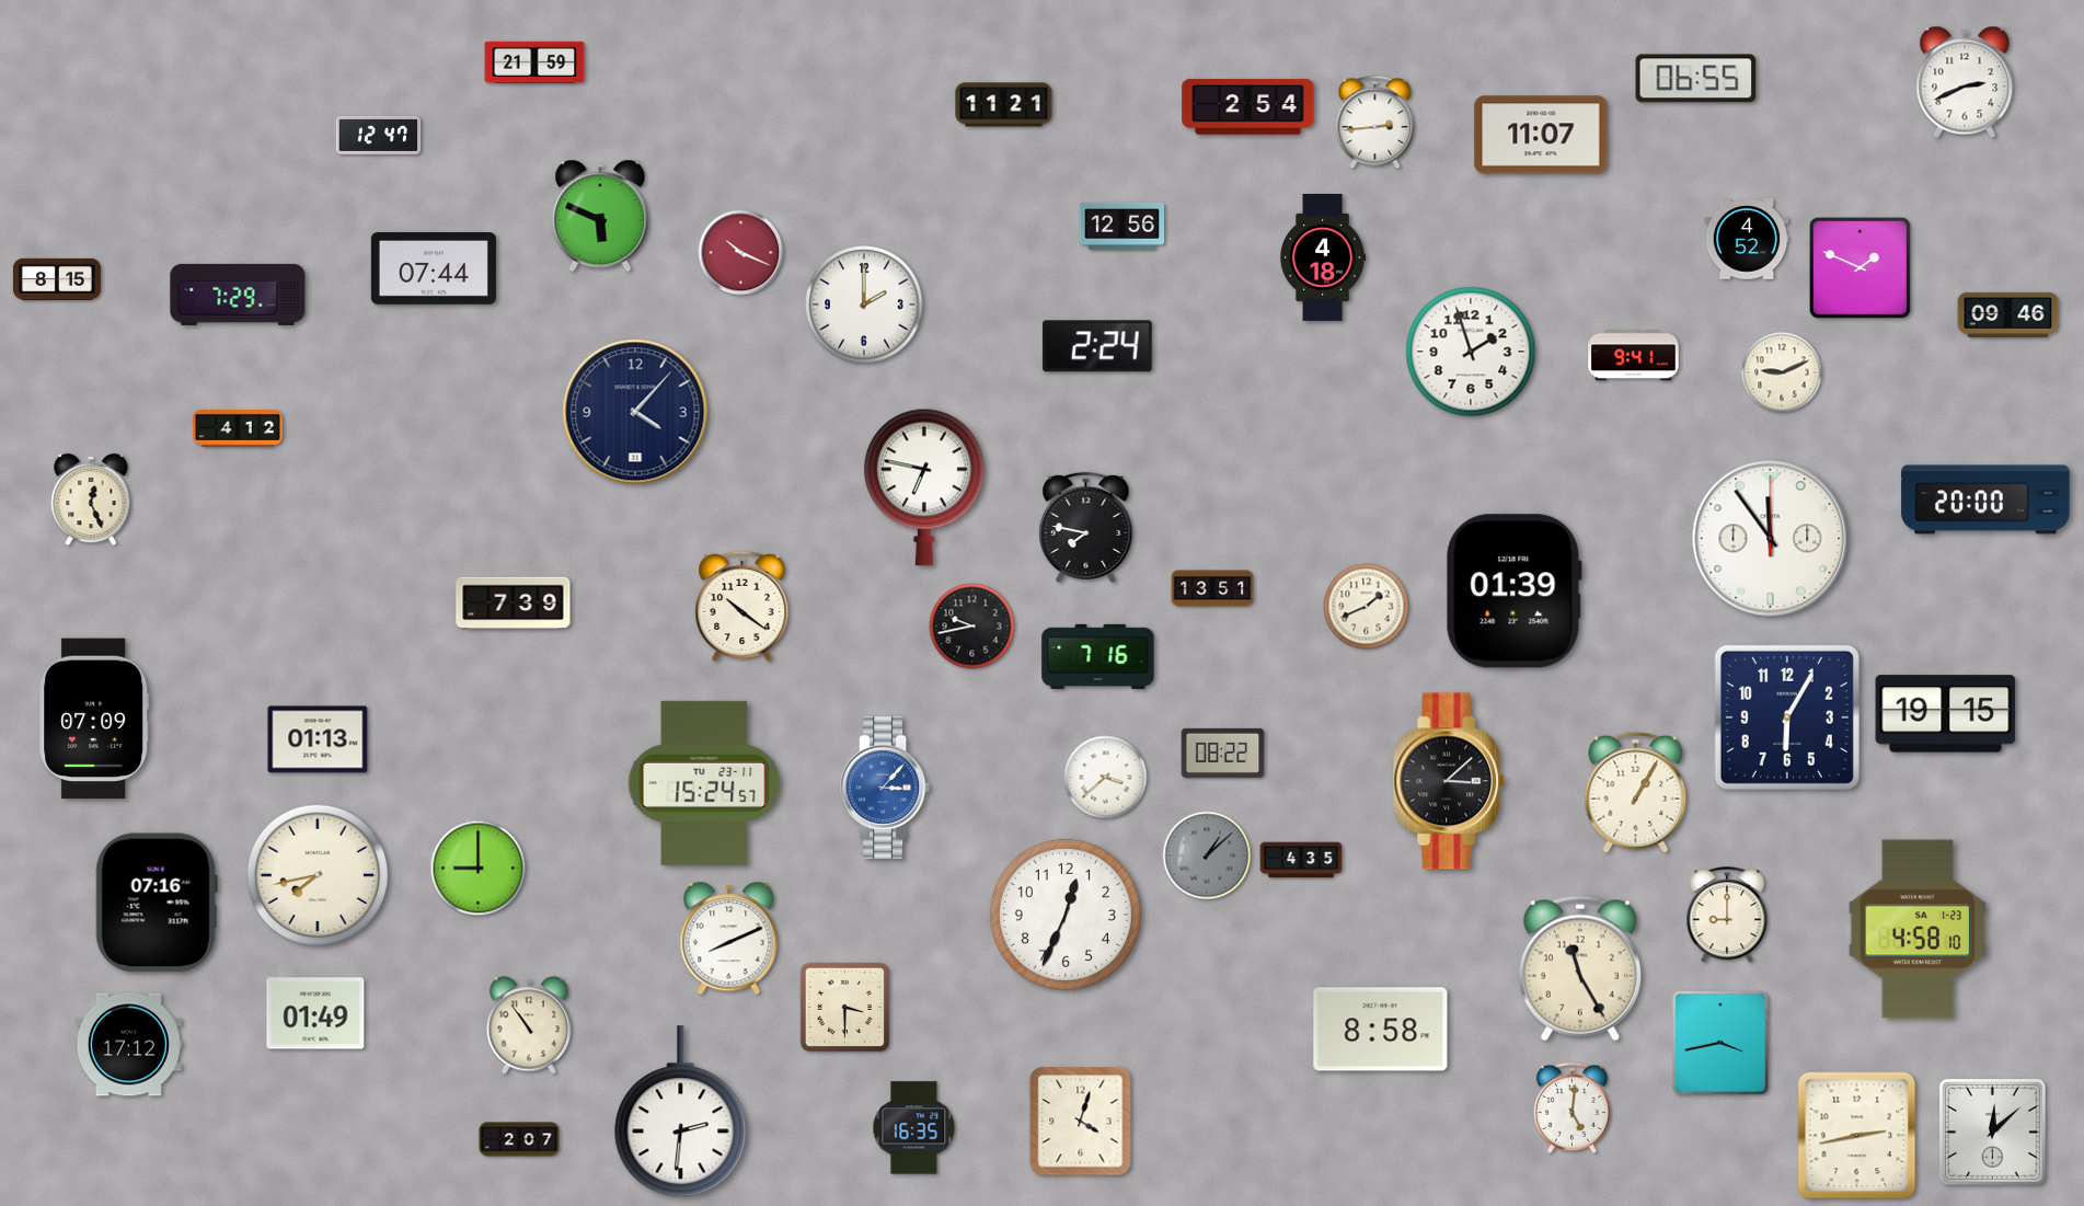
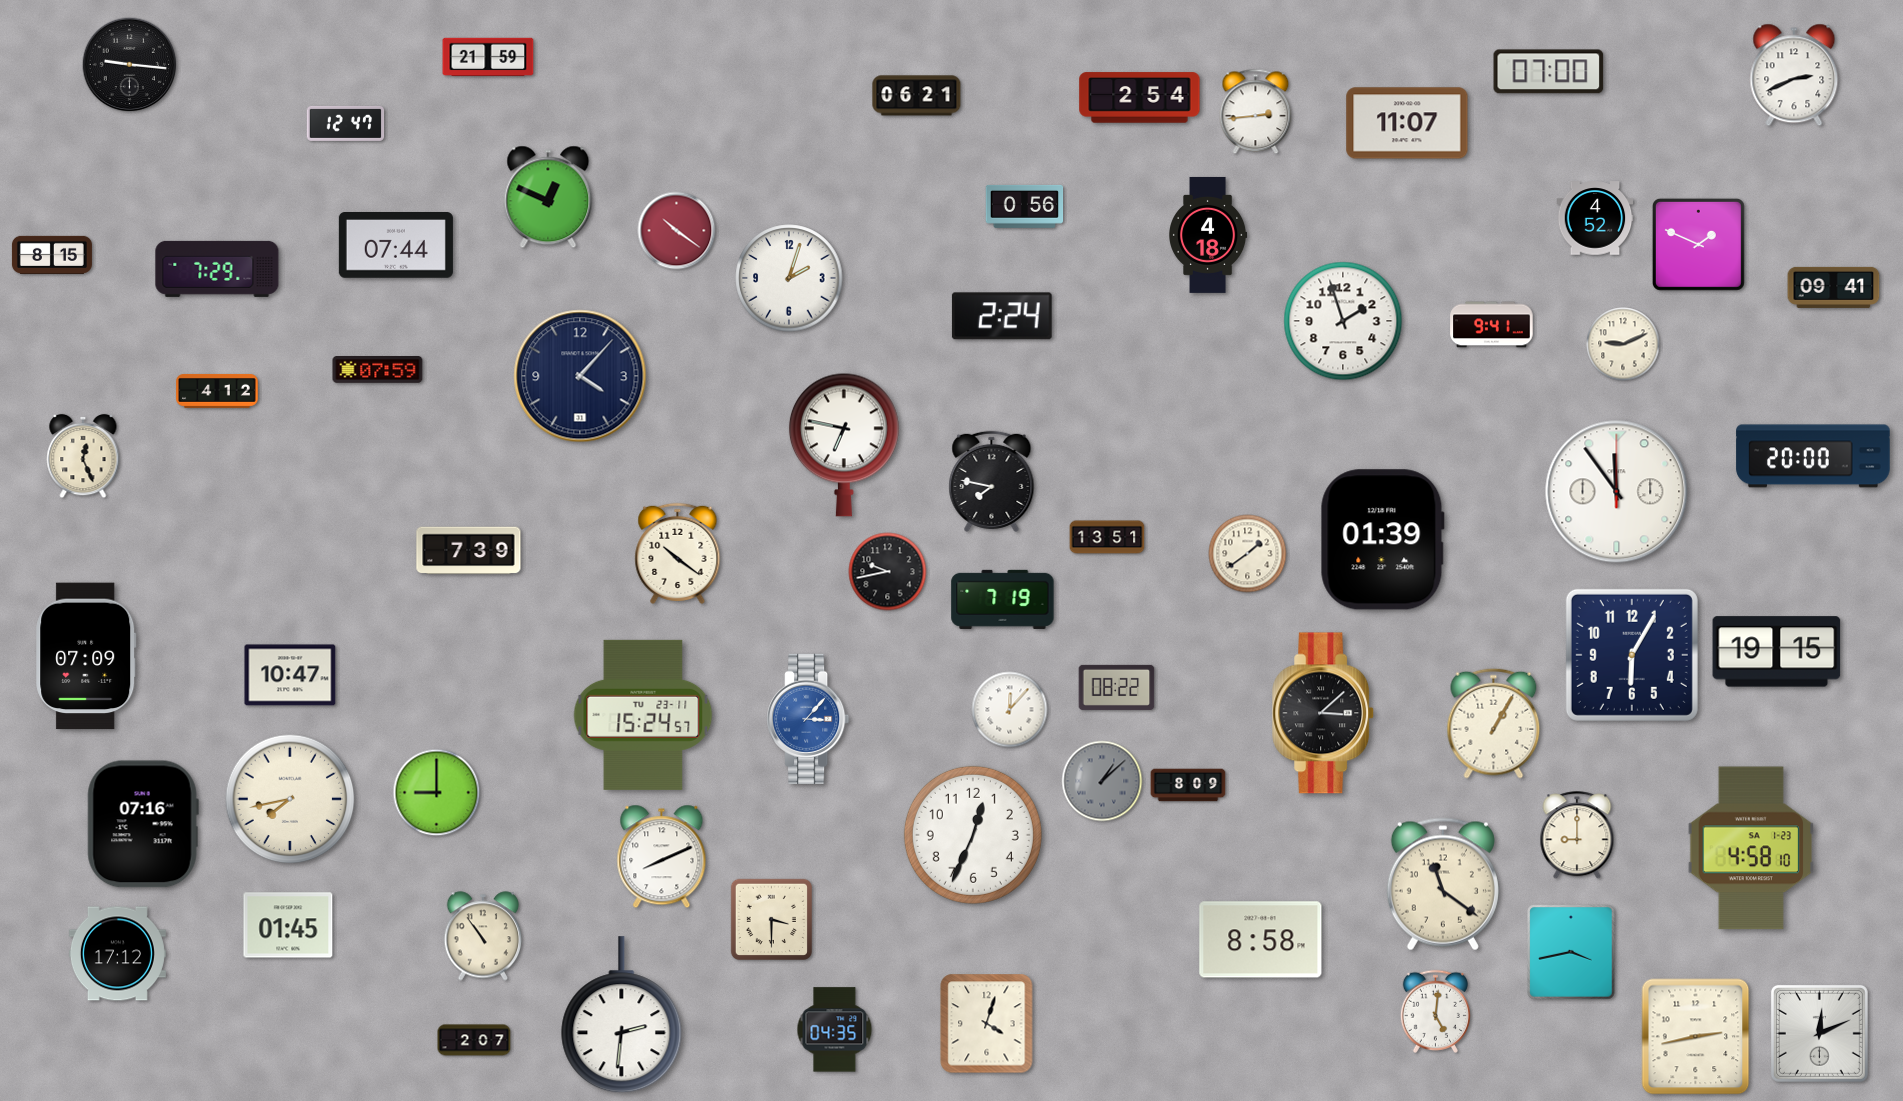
clock at (130, 65): none -> 9:16
clock at (1696, 79): 06:55 -> 07:00
clock at (1004, 105): 11:21 -> 06:21
clock at (600, 216): 5:49 -> 12:49
clock at (1122, 226): 12:56 -> 0:56
clock at (741, 253): 10:19 -> 10:21
clock at (864, 305): 2:00 -> 2:03
clock at (2008, 314): 09:46 -> 09:41
clock at (1782, 372) position: (1782, 372) -> (1623, 344)
clock at (378, 370): none -> 07:59
clock at (1367, 607): 1:41 -> 1:39
clock at (1098, 656): 7:16 -> 7:19
clock at (318, 739): 01:13 -> 10:47
clock at (1106, 778): 3:38 -> 12:07
clock at (1301, 860): 4:35 -> 8:09
clock at (729, 939) position: (729, 939) -> (662, 857)
clock at (1580, 968): 11:25 -> 11:21
clock at (315, 1013): 01:49 -> 01:45
clock at (914, 1128): 16:35 -> 04:35
clock at (1992, 1132): 12:08 -> 12:11
